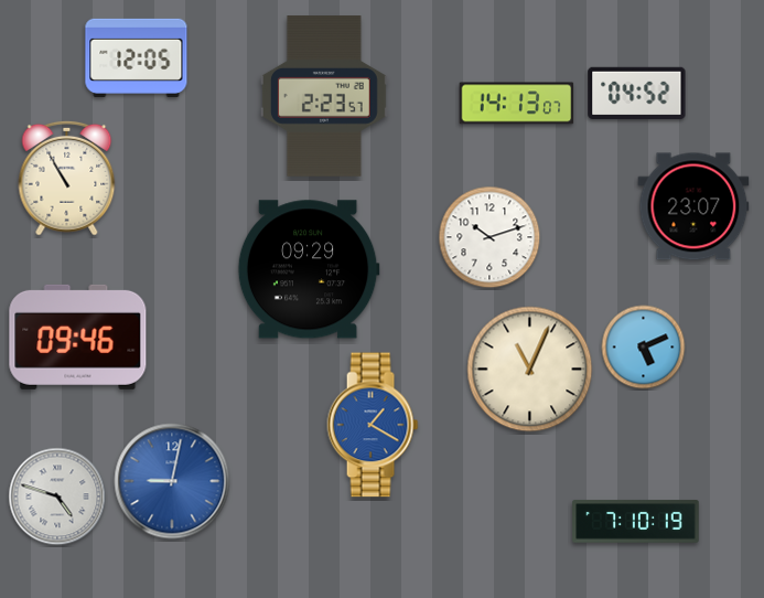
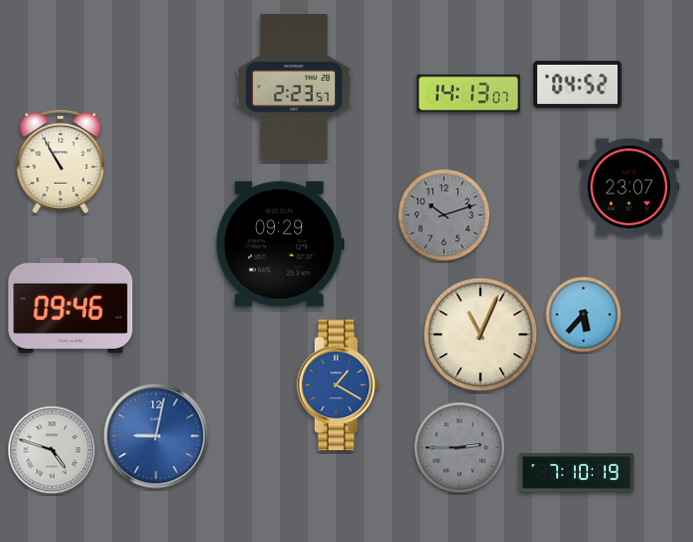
clock at (137, 57): 12:05 -> none
clock at (489, 237) dial: white -> grey
clock at (644, 348): 5:11 -> 5:37
clock at (460, 448): none -> 2:45
